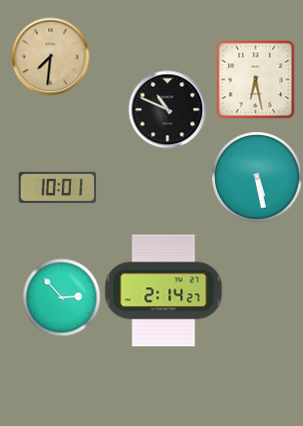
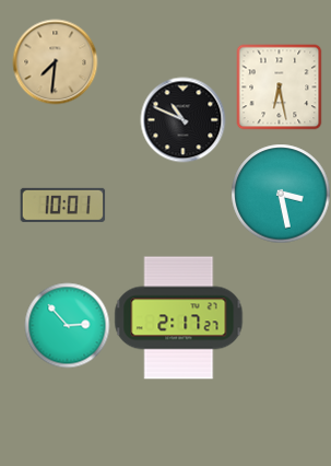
clock at (257, 177): 5:28 -> 3:28
clock at (164, 291): 2:14 -> 2:17
